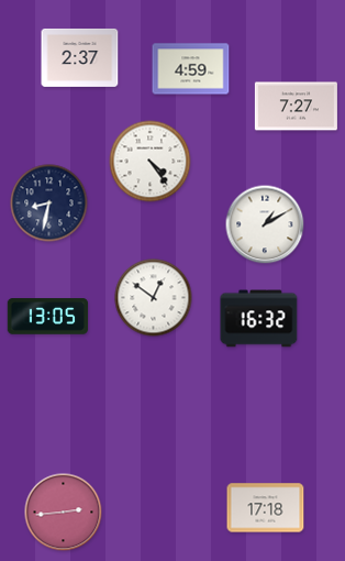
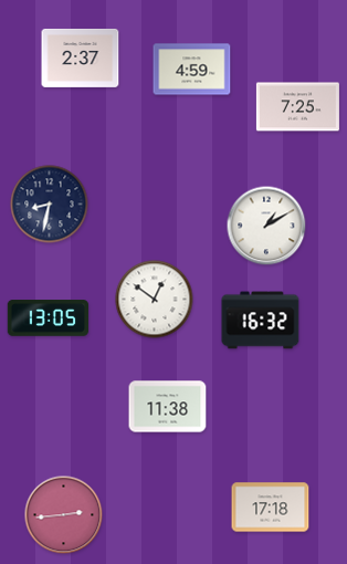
clock at (296, 107): 7:27 -> 7:25
clock at (151, 162): 4:24 -> none
clock at (168, 407): none -> 11:38
clock at (266, 508) position: (266, 508) -> (271, 508)
